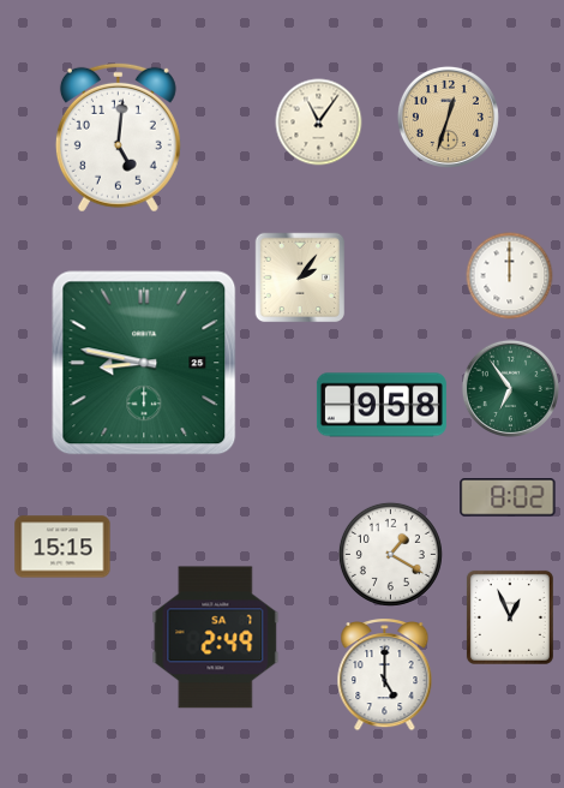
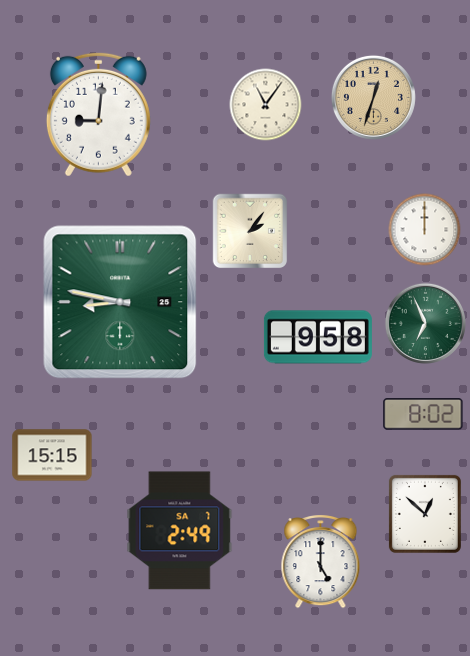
clock at (319, 123) position: (319, 123) -> (266, 105)
clock at (118, 137): 5:01 -> 9:01
clock at (510, 388): 6:54 -> 6:56
clock at (390, 554): 1:20 -> none
clock at (510, 617): 12:56 -> 12:52
